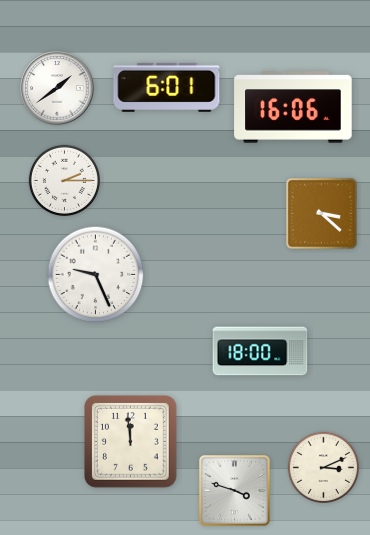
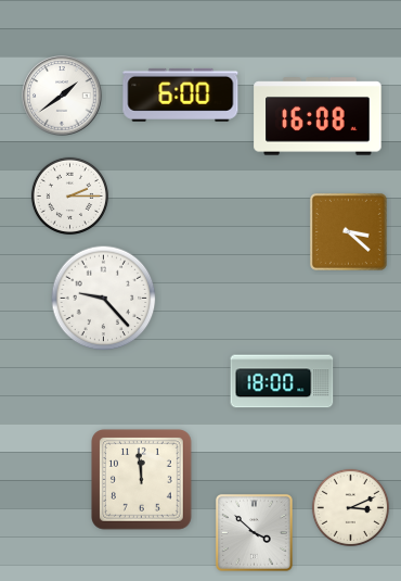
clock at (167, 87): 6:01 -> 6:00
clock at (293, 107): 16:06 -> 16:08
clock at (96, 275): 9:26 -> 9:23
clock at (234, 490): 3:48 -> 3:52
